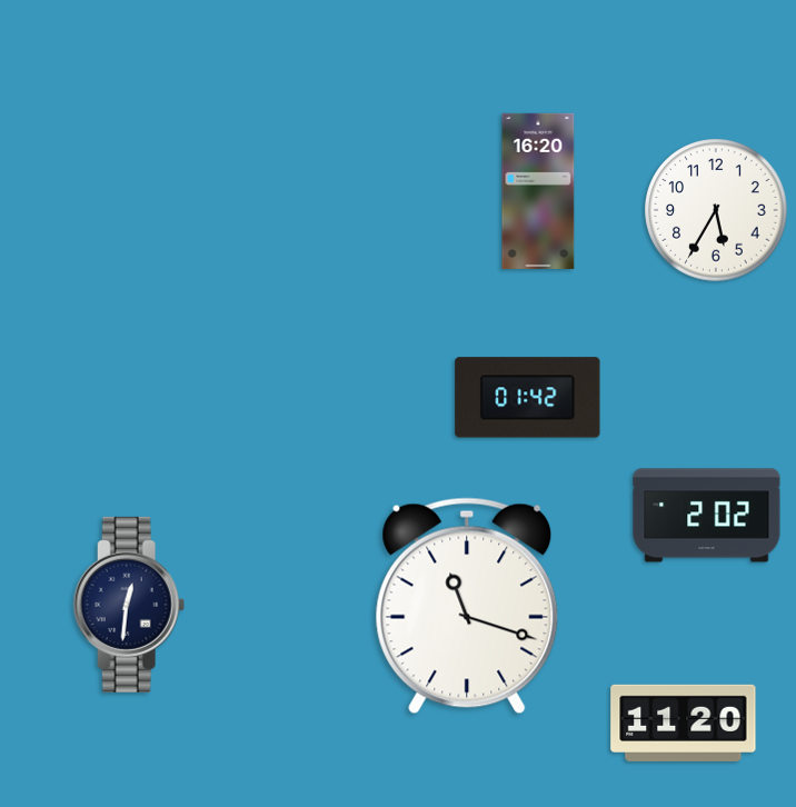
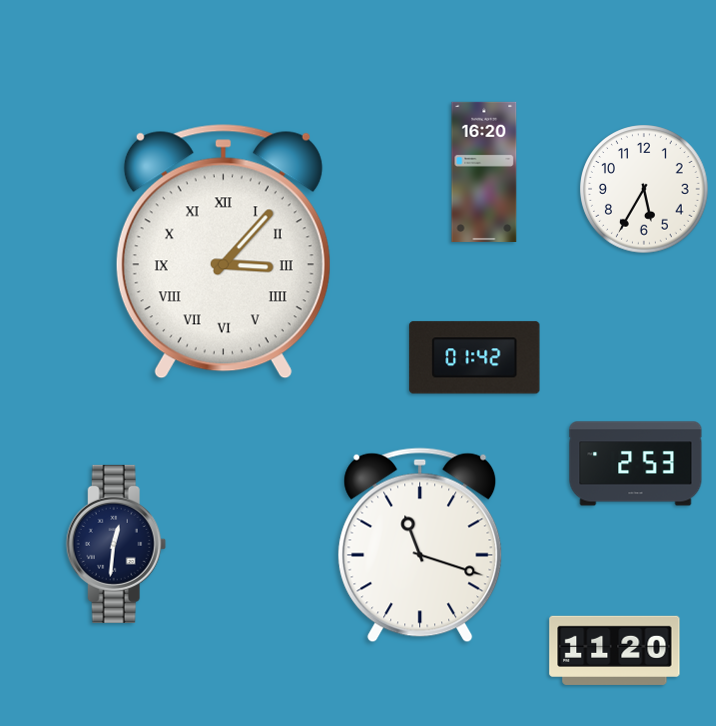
clock at (223, 252): none -> 3:07
clock at (707, 516): 2:02 -> 2:53
